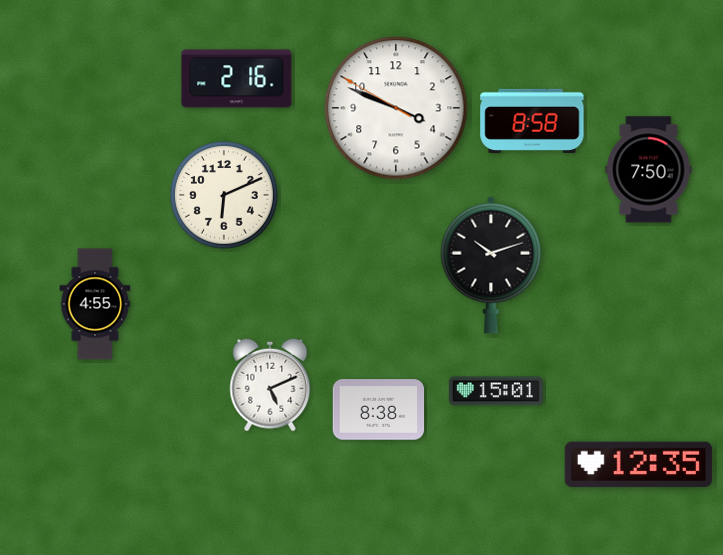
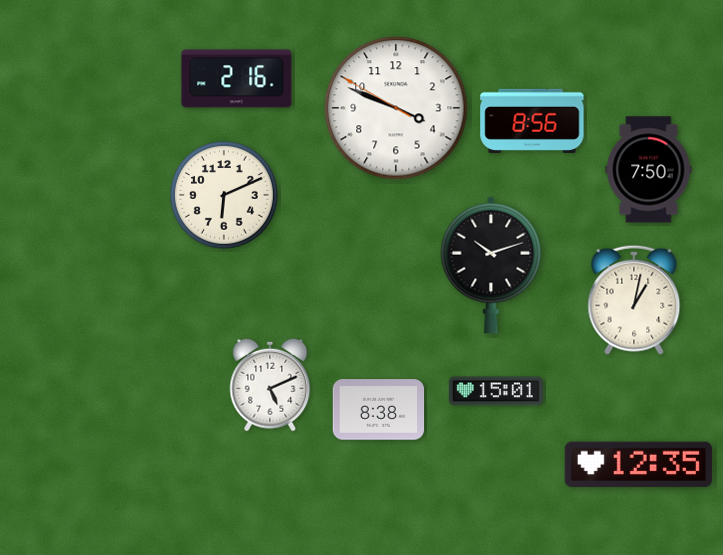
clock at (532, 121): 8:58 -> 8:56
clock at (634, 300): none -> 1:02
clock at (95, 304): 4:55 -> none
